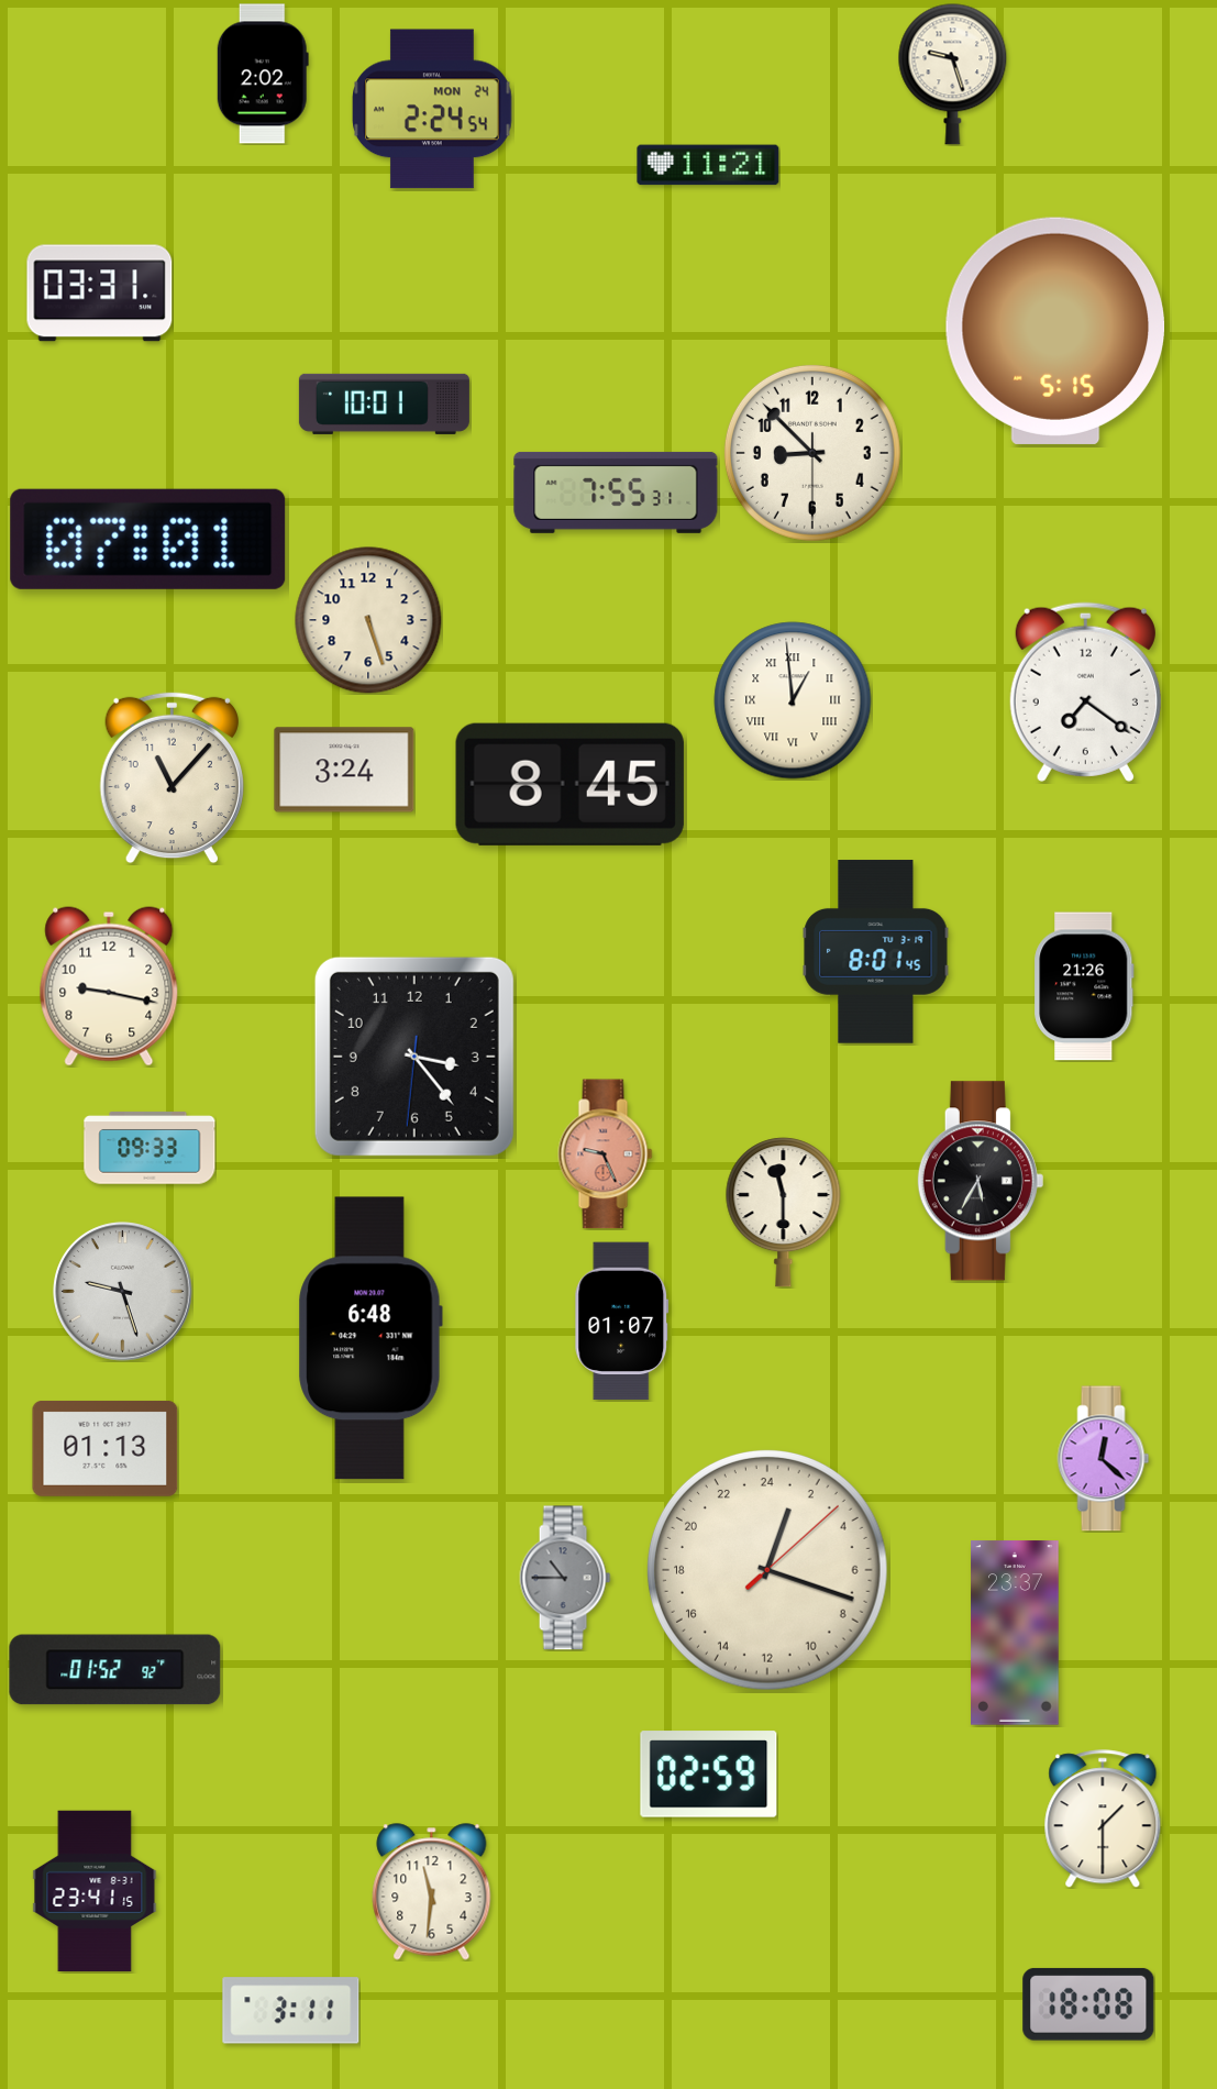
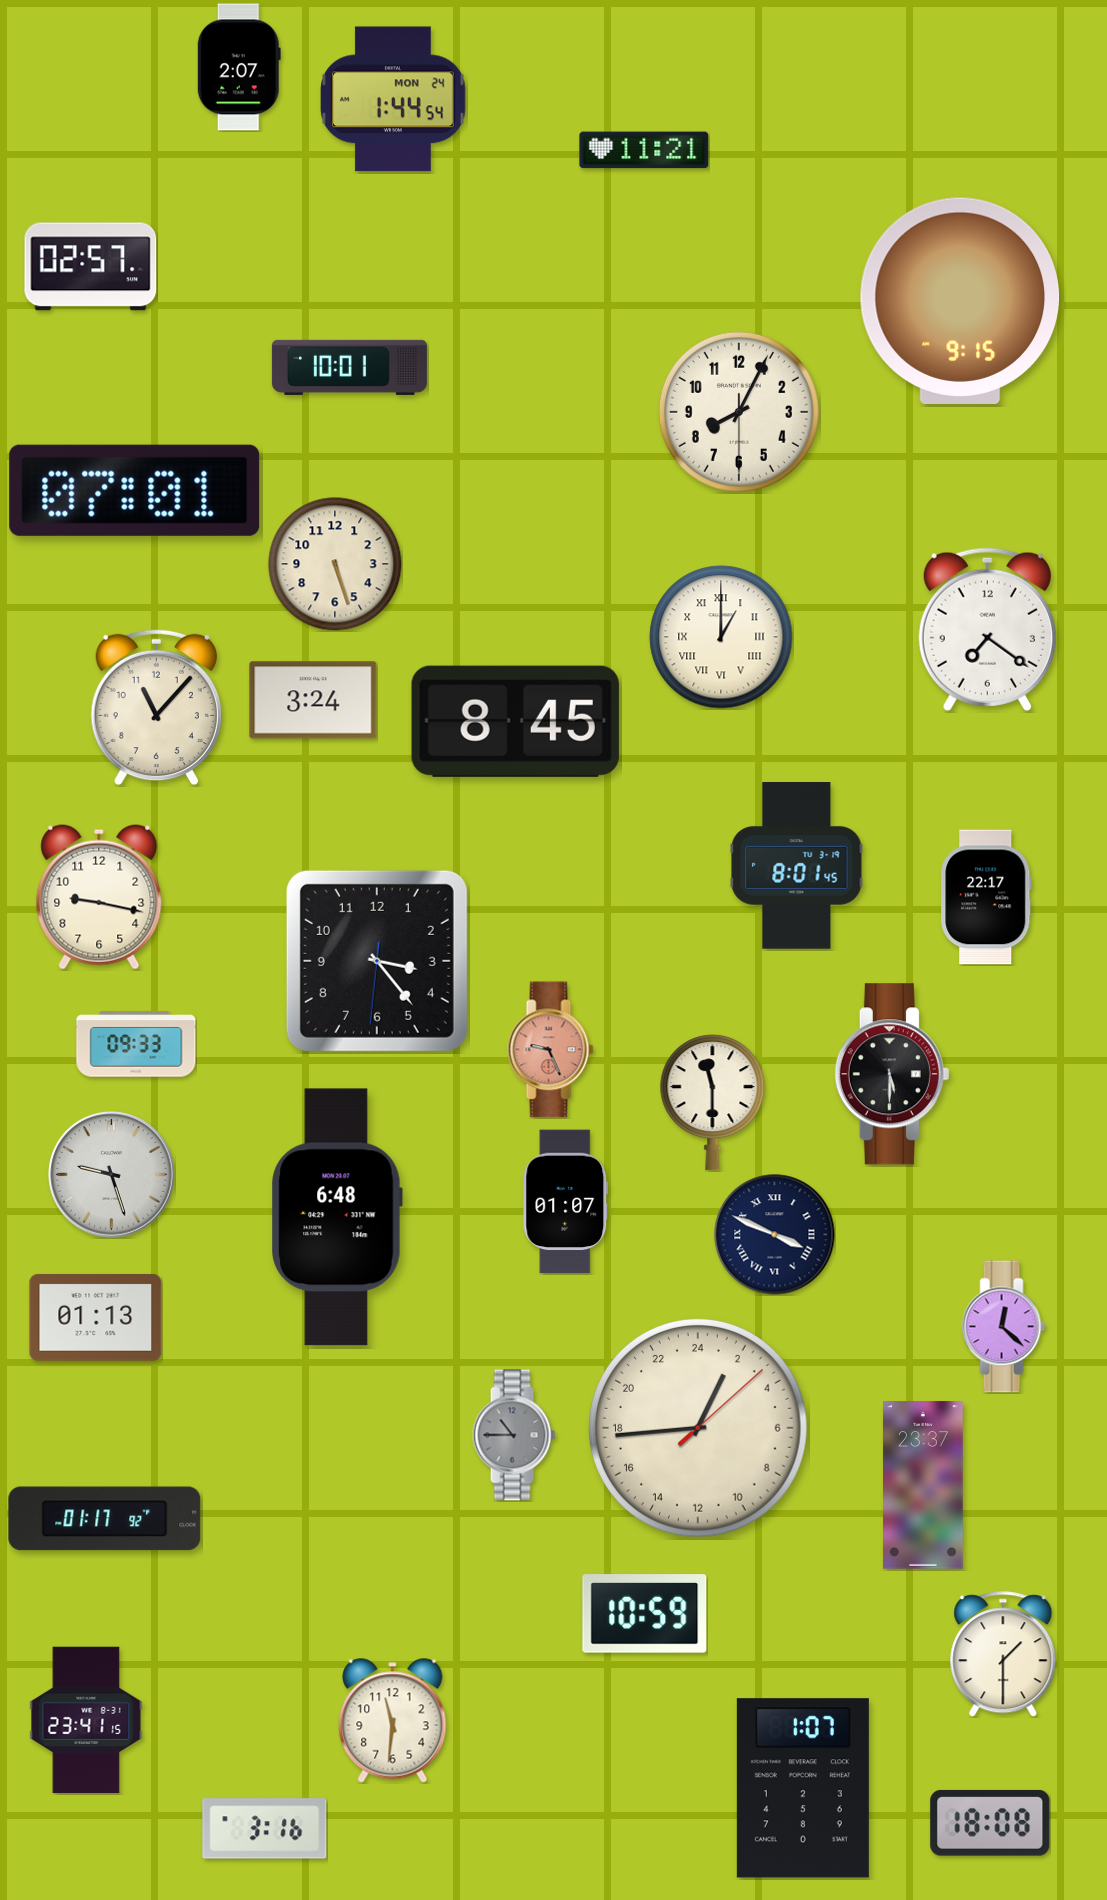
clock at (263, 74): 2:02 -> 2:07
clock at (953, 74): 9:27 -> none
clock at (432, 109): 2:24 -> 1:44
clock at (100, 294): 03:31 -> 02:57
clock at (1055, 331): 5:15 -> 9:15
clock at (812, 453): 8:52 -> 8:04
clock at (616, 493): 7:55 -> none
clock at (793, 700): 12:59 -> 1:00
clock at (569, 784) position: (569, 784) -> (515, 721)
clock at (1084, 986): 21:26 -> 22:17
clock at (981, 1181): 5:35 -> 5:30
clock at (775, 1235): none -> 3:49
clock at (767, 1570): 1:18 -> 1:44
clock at (115, 1670): 01:52 -> 01:17
clock at (709, 1775): 02:59 -> 10:59
clock at (803, 1788): none -> 1:07
clock at (291, 2011): 3:11 -> 3:16
